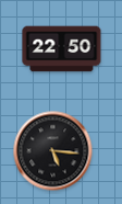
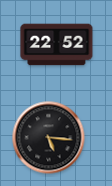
clock at (62, 49): 22:50 -> 22:52
